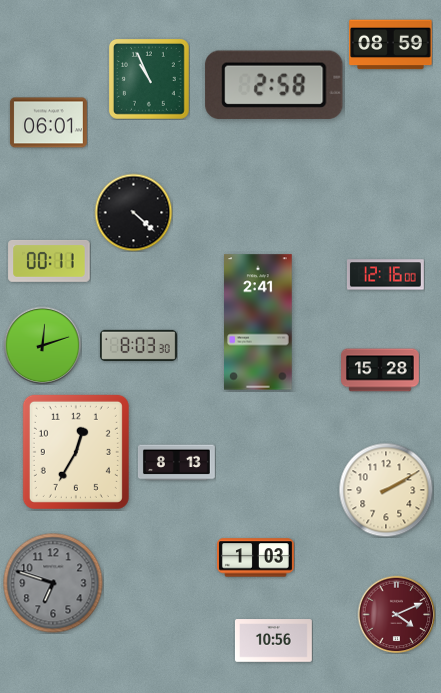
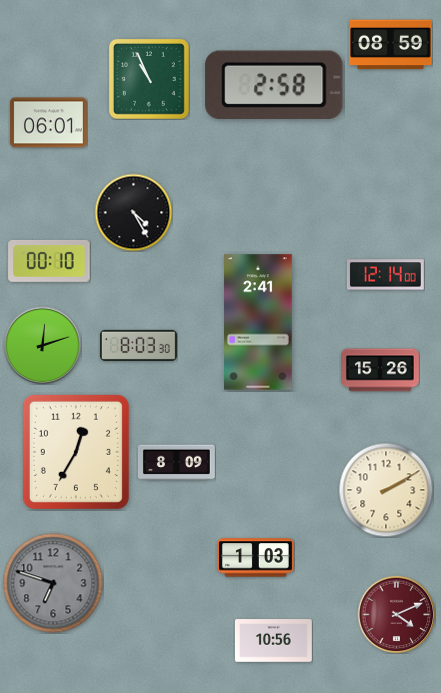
clock at (133, 212): 4:22 -> 4:25
clock at (49, 261): 00:11 -> 00:10
clock at (385, 275): 12:16 -> 12:14
clock at (381, 370): 15:28 -> 15:26
clock at (176, 463): 8:13 -> 8:09
